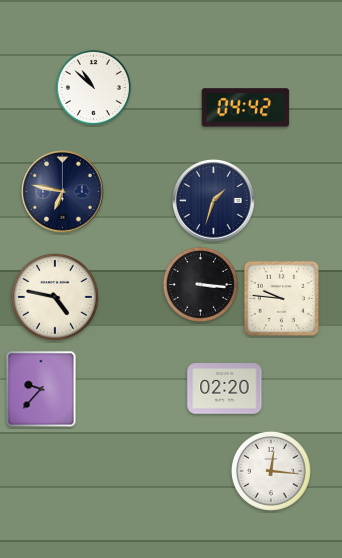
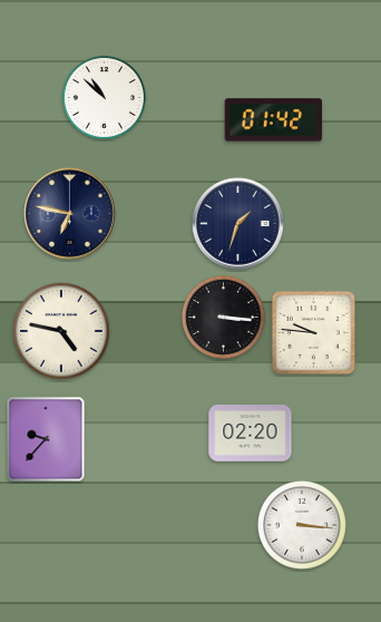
clock at (246, 108): 04:42 -> 01:42
clock at (41, 389) position: (41, 389) -> (46, 439)
clock at (271, 471): 12:16 -> 3:16
